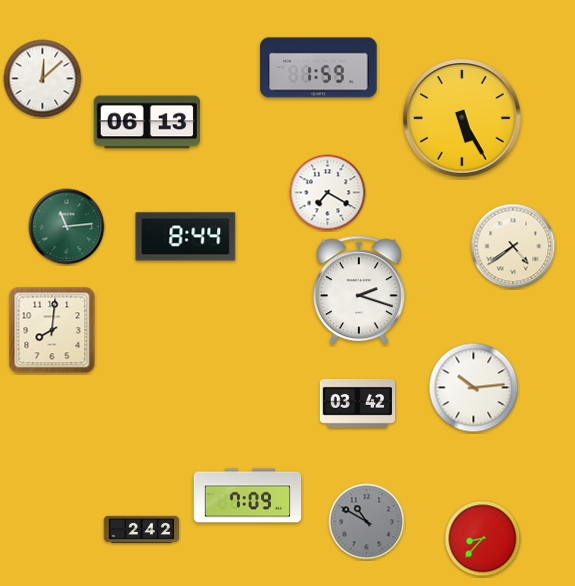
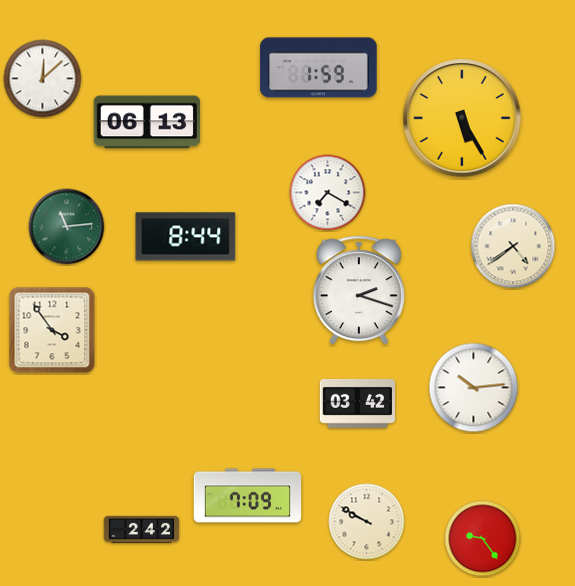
clock at (52, 330): 8:01 -> 3:54
clock at (367, 522): 10:50 -> 9:50
clock at (367, 522) dial: grey -> cream
clock at (483, 539): 8:37 -> 9:24
